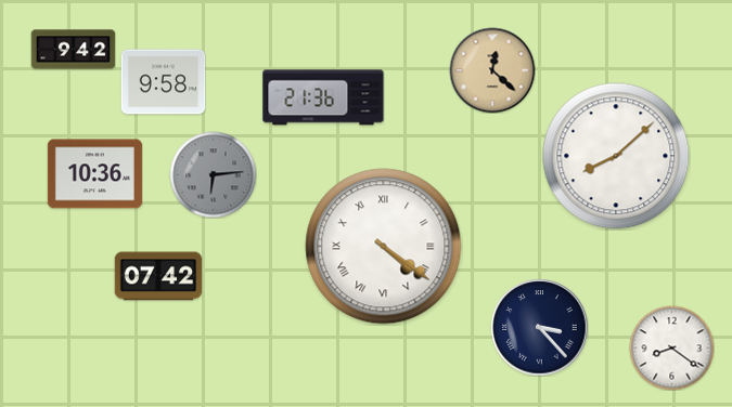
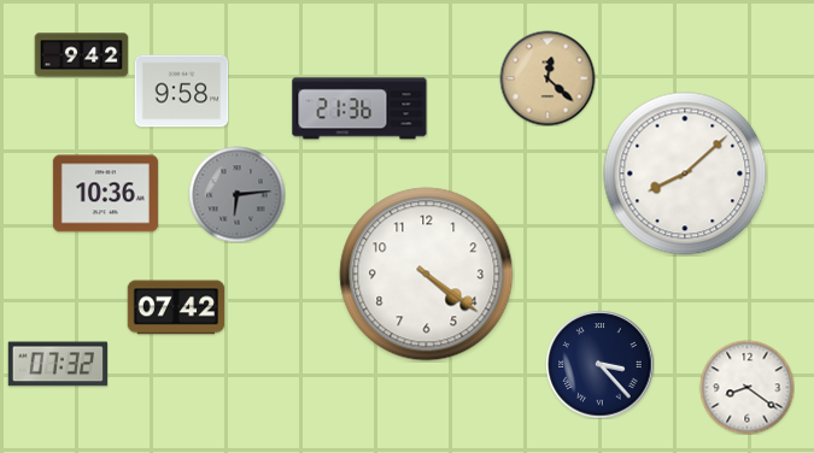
clock at (384, 247) numerals: Roman -> Arabic
clock at (57, 364): none -> 07:32
